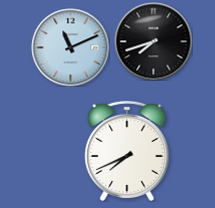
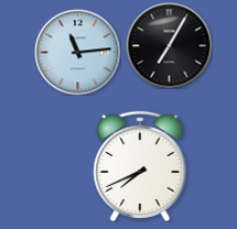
clock at (153, 41): 7:42 -> 7:05
clock at (70, 47): 11:11 -> 11:14
